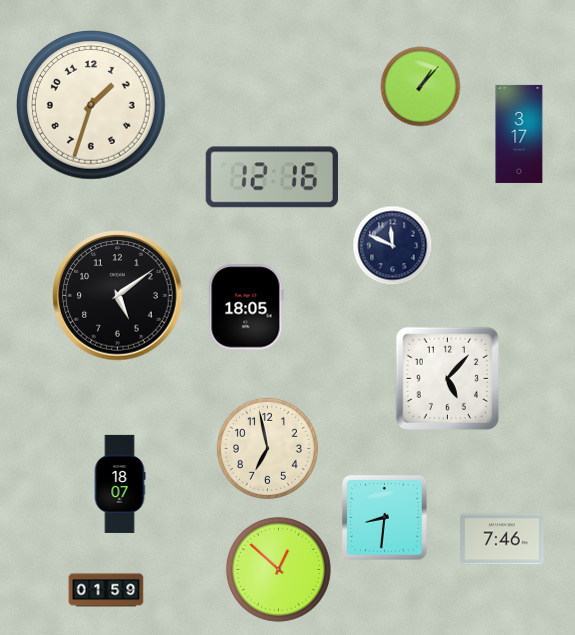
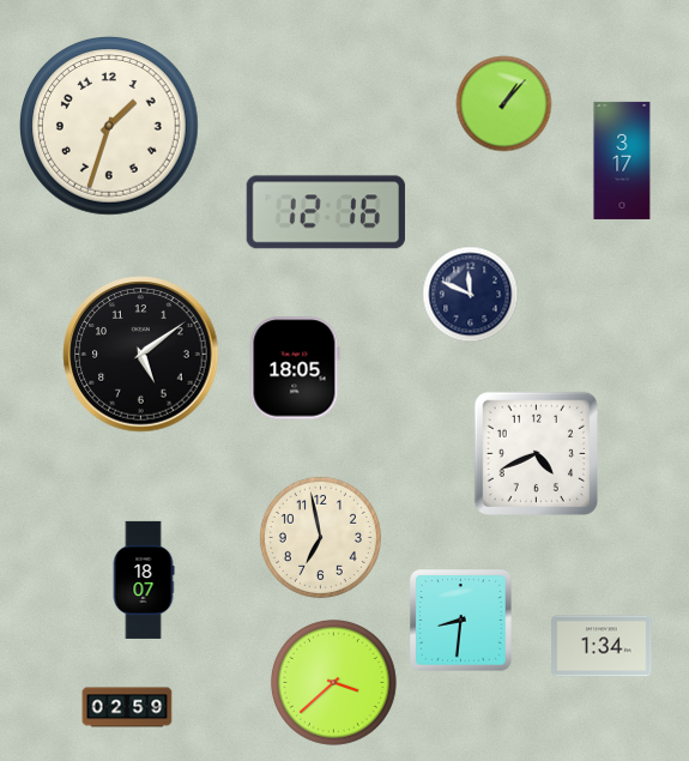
clock at (447, 378): 5:07 -> 4:41
clock at (502, 539): 7:46 -> 1:34
clock at (278, 569): 12:52 -> 3:38
clock at (106, 590): 01:59 -> 02:59
